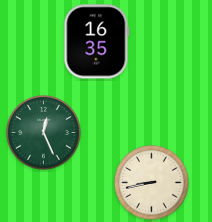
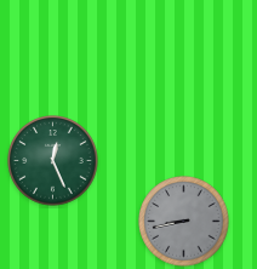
clock at (97, 42): 16:35 -> none
clock at (152, 183) dial: cream -> grey
